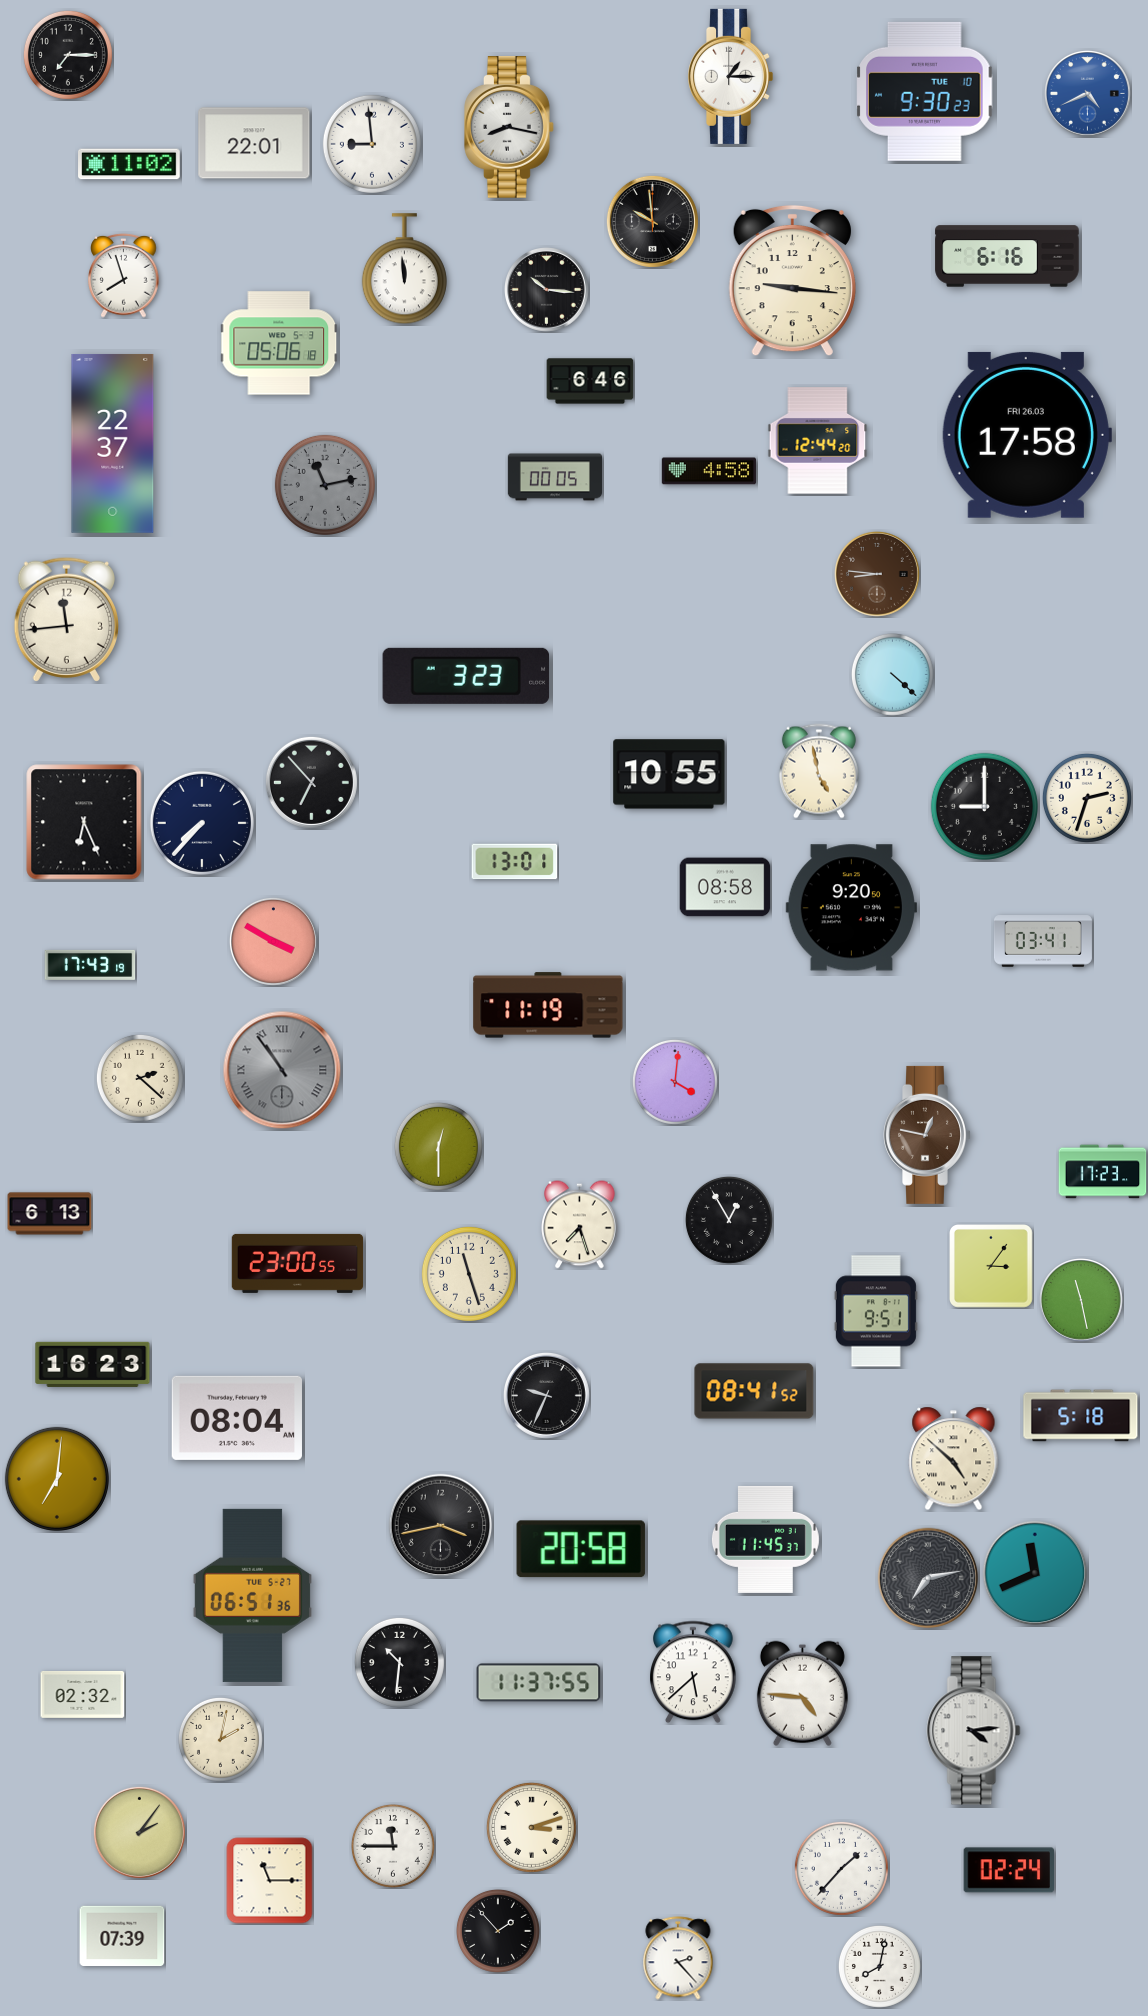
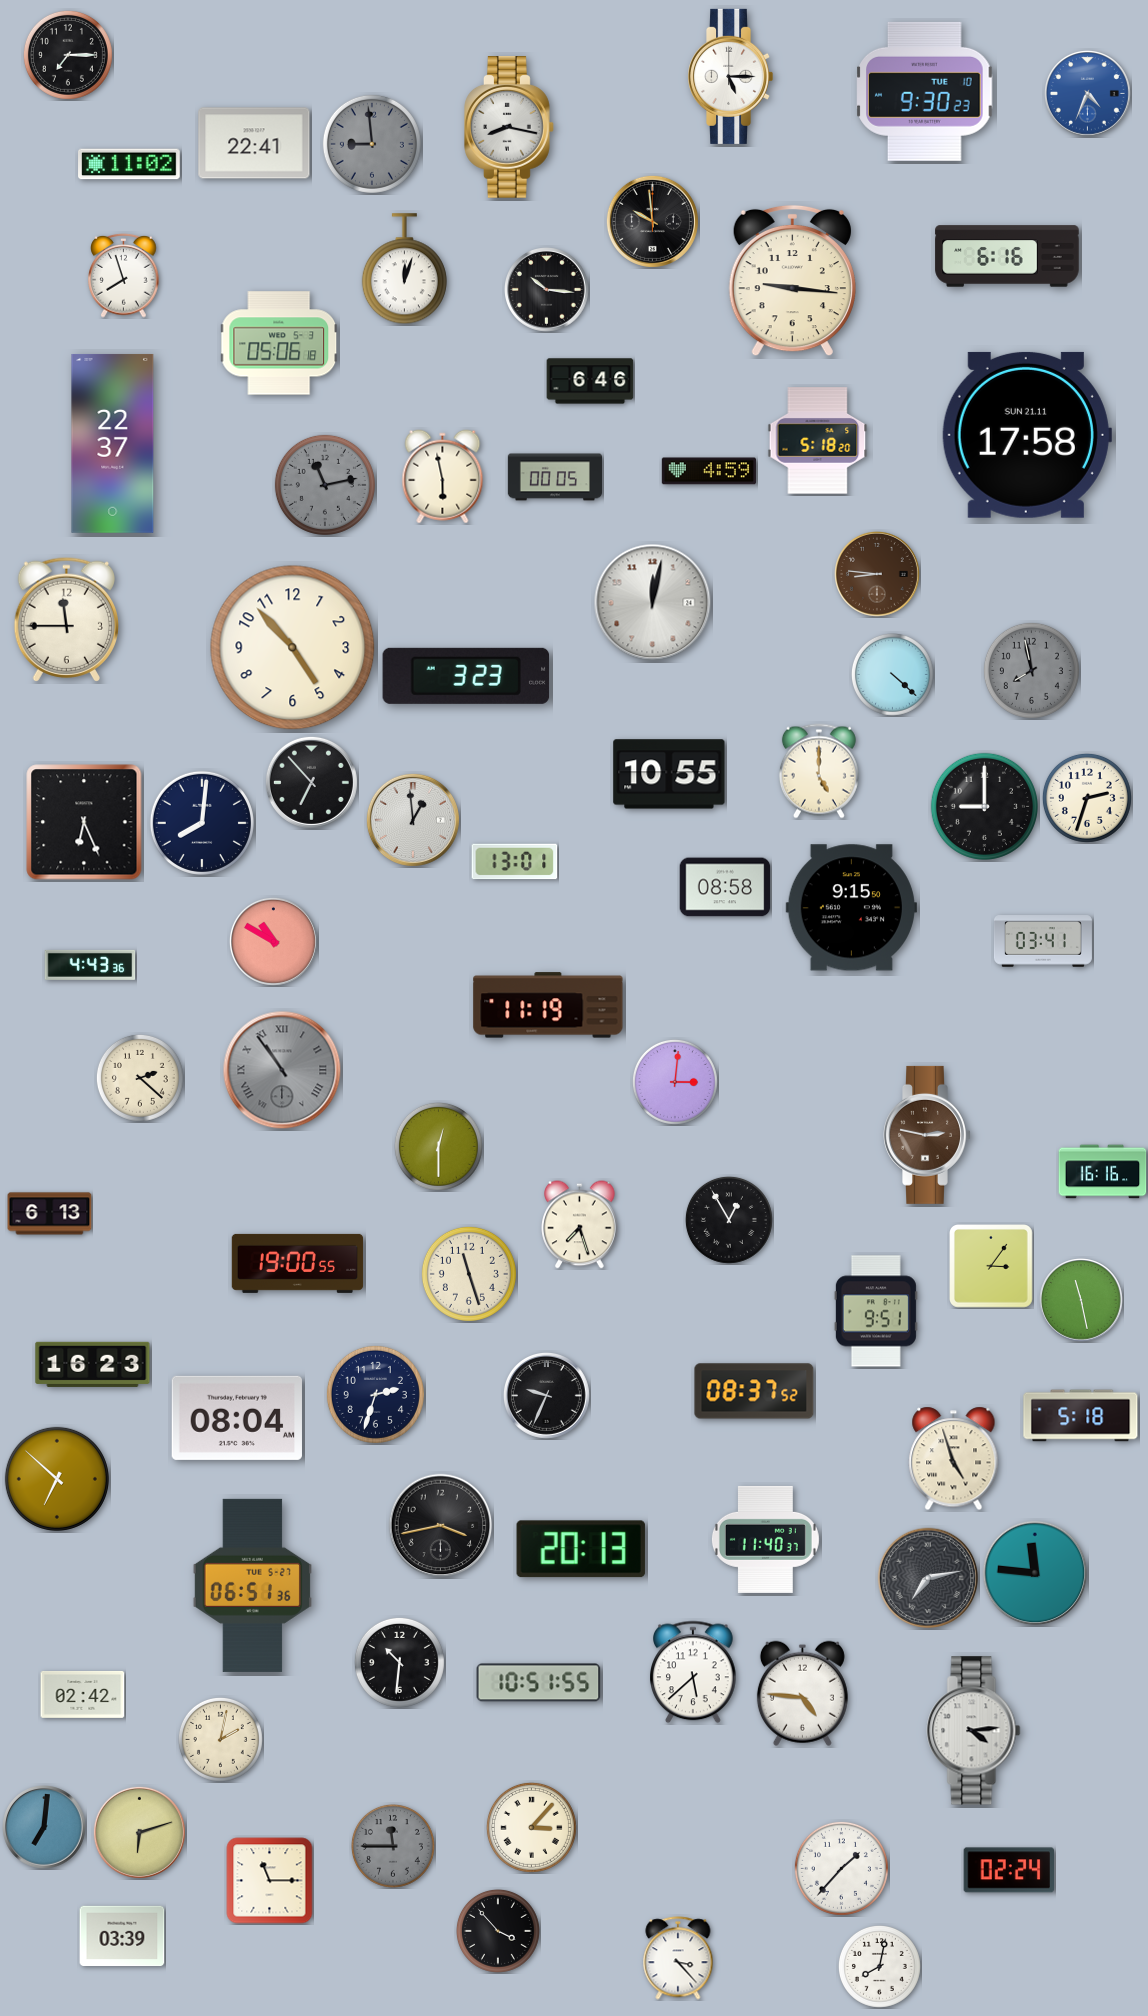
clock at (731, 76): 1:15 -> 5:15
clock at (1088, 94): 4:41 -> 4:34
clock at (254, 143): 22:01 -> 22:41
clock at (372, 144) dial: white -> grey
clock at (404, 269): 11:59 -> 12:03
clock at (1027, 435) date: FRI 26.03 -> SUN 21.11
clock at (818, 441): 12:44 -> 5:18
clock at (709, 471): 4:58 -> 4:59
clock at (443, 477): none -> 5:58
clock at (653, 603): none -> 12:02
clock at (66, 619): 11:44 -> 11:45
clock at (293, 648): none -> 4:53
clock at (1031, 670): none -> 7:58
clock at (819, 771): 4:58 -> 5:00
clock at (413, 820): none -> 12:59
clock at (202, 823): 7:37 -> 8:01
clock at (851, 908): 9:20 -> 9:15
clock at (273, 941): 3:50 -> 10:50
clock at (90, 965): 17:43 -> 4:43
clock at (675, 1082): 4:01 -> 3:01
clock at (928, 1135): 12:47 -> 2:47
clock at (1103, 1172): 17:23 -> 16:16
clock at (298, 1263): 23:00 -> 19:00
clock at (754, 1391): 08:41 -> 08:37
clock at (375, 1394): none -> 2:33
clock at (954, 1459): 4:52 -> 4:57
clock at (57, 1479): 7:01 -> 6:52
clock at (765, 1539): 11:45 -> 11:40
clock at (581, 1549): 20:58 -> 20:13
clock at (1035, 1573): 11:41 -> 11:46
clock at (252, 1595) position: (252, 1595) -> (252, 1585)
clock at (539, 1683): 11:37 -> 10:51
clock at (83, 1694): 02:32 -> 02:42
clock at (44, 1827): none -> 7:01
clock at (531, 1827): 3:12 -> 3:07
clock at (139, 1832): 2:06 -> 6:12
clock at (393, 1846) dial: white -> grey
clock at (498, 1931): 1:53 -> 3:53
clock at (122, 1936): 07:39 -> 03:39
clock at (678, 1958): 2:23 -> 3:23
